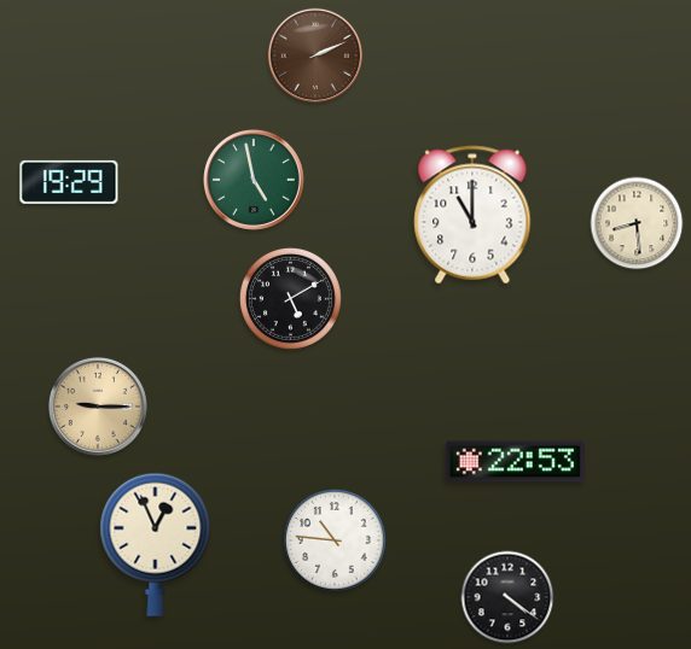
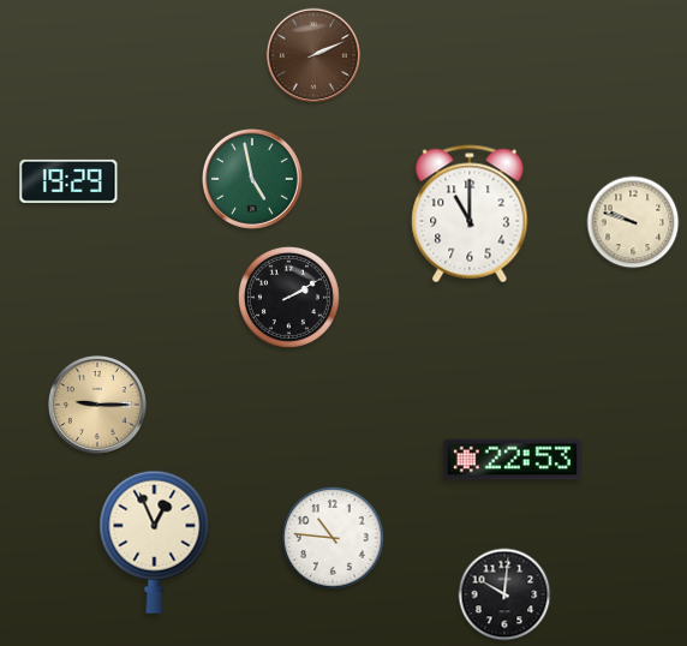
clock at (637, 223): 8:29 -> 9:48
clock at (290, 298): 5:10 -> 2:10
clock at (507, 597): 4:21 -> 10:01
